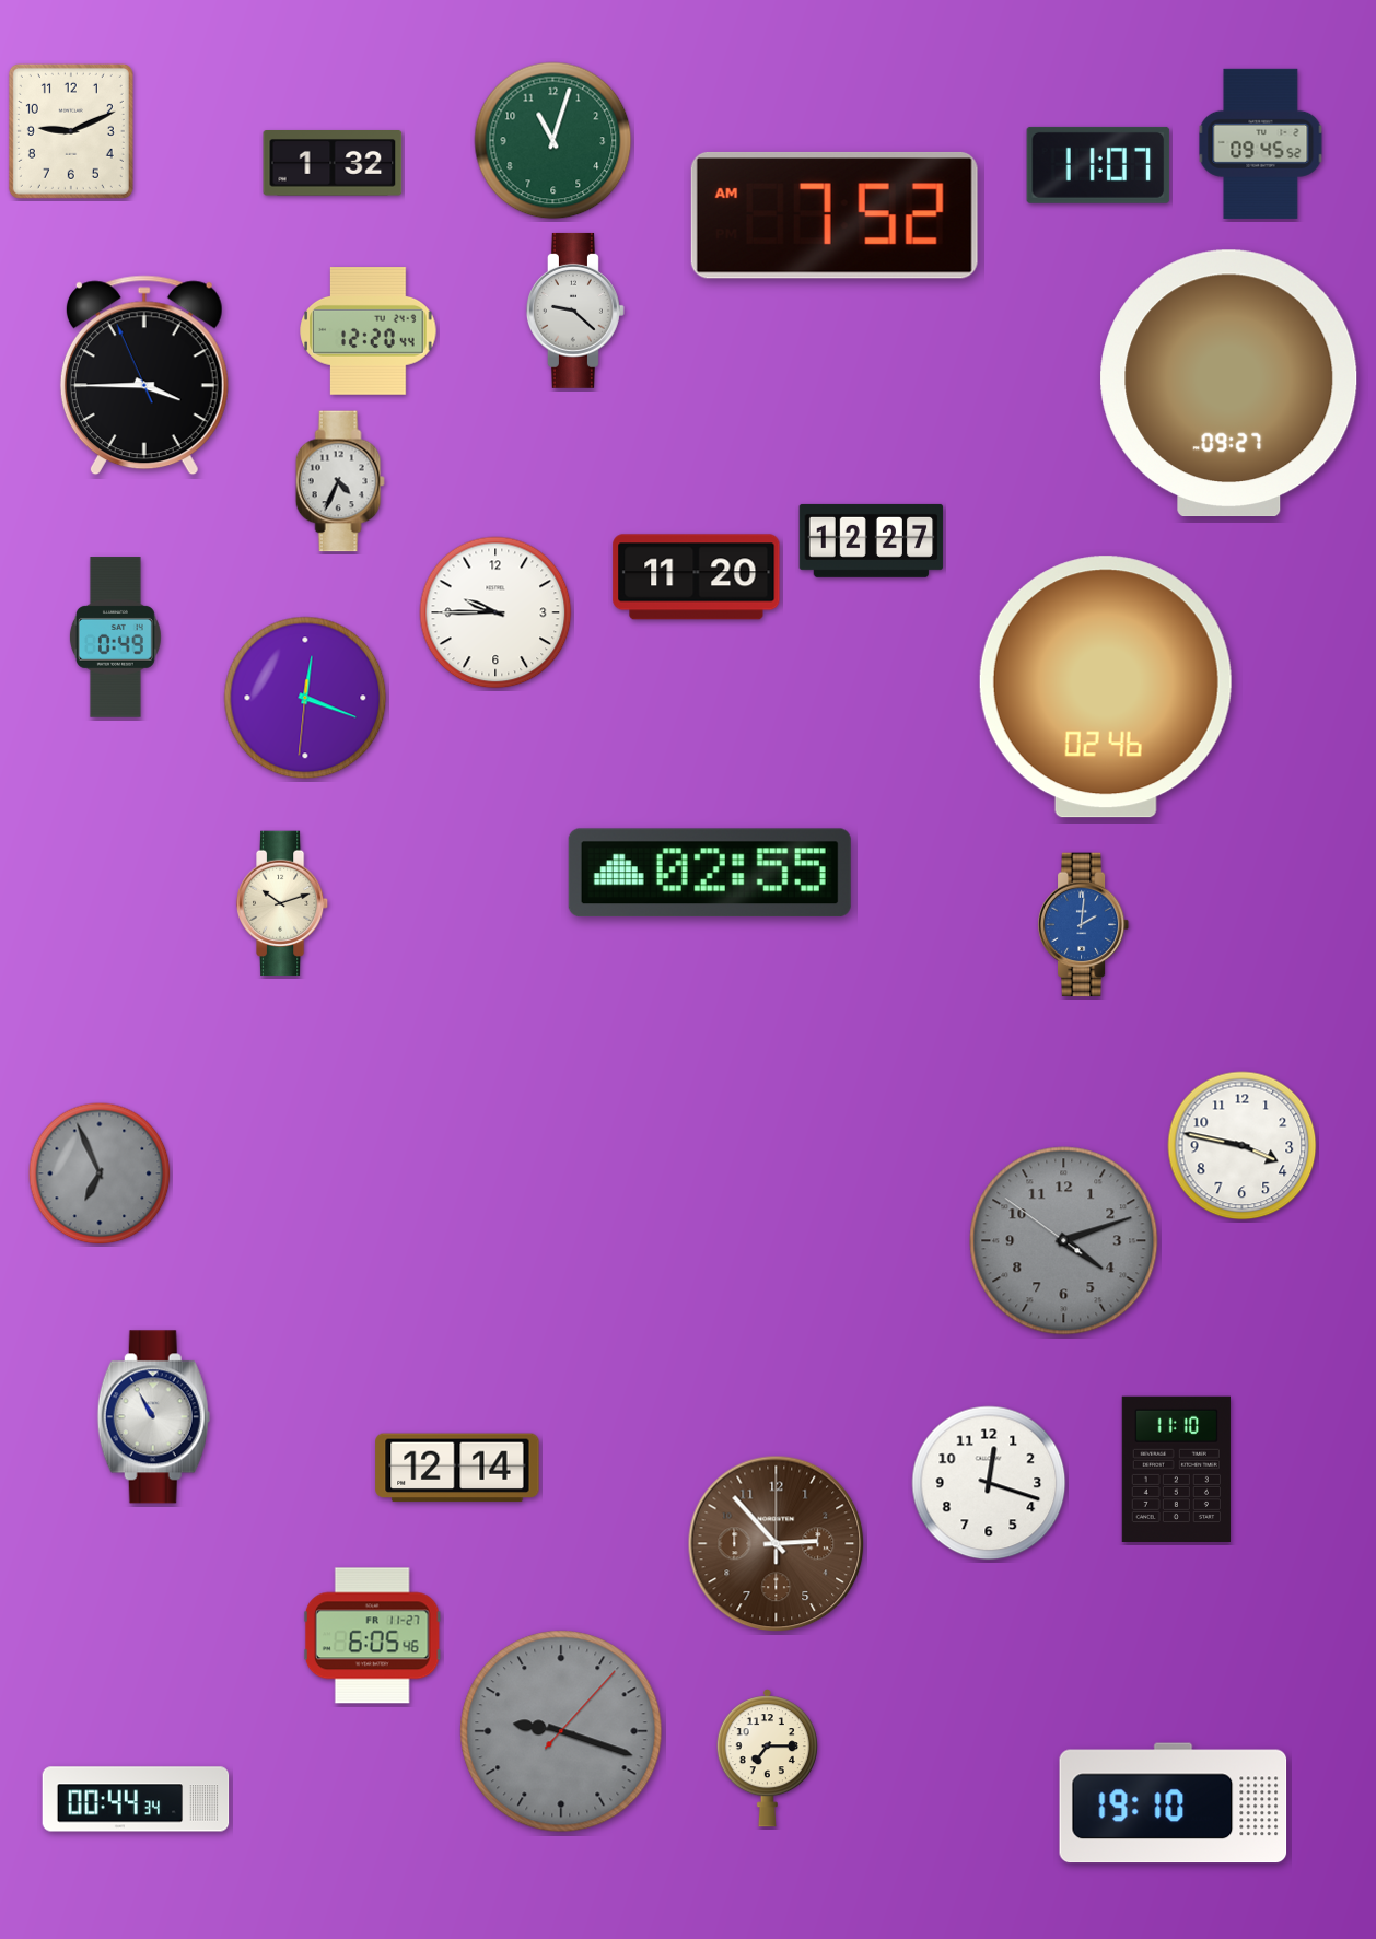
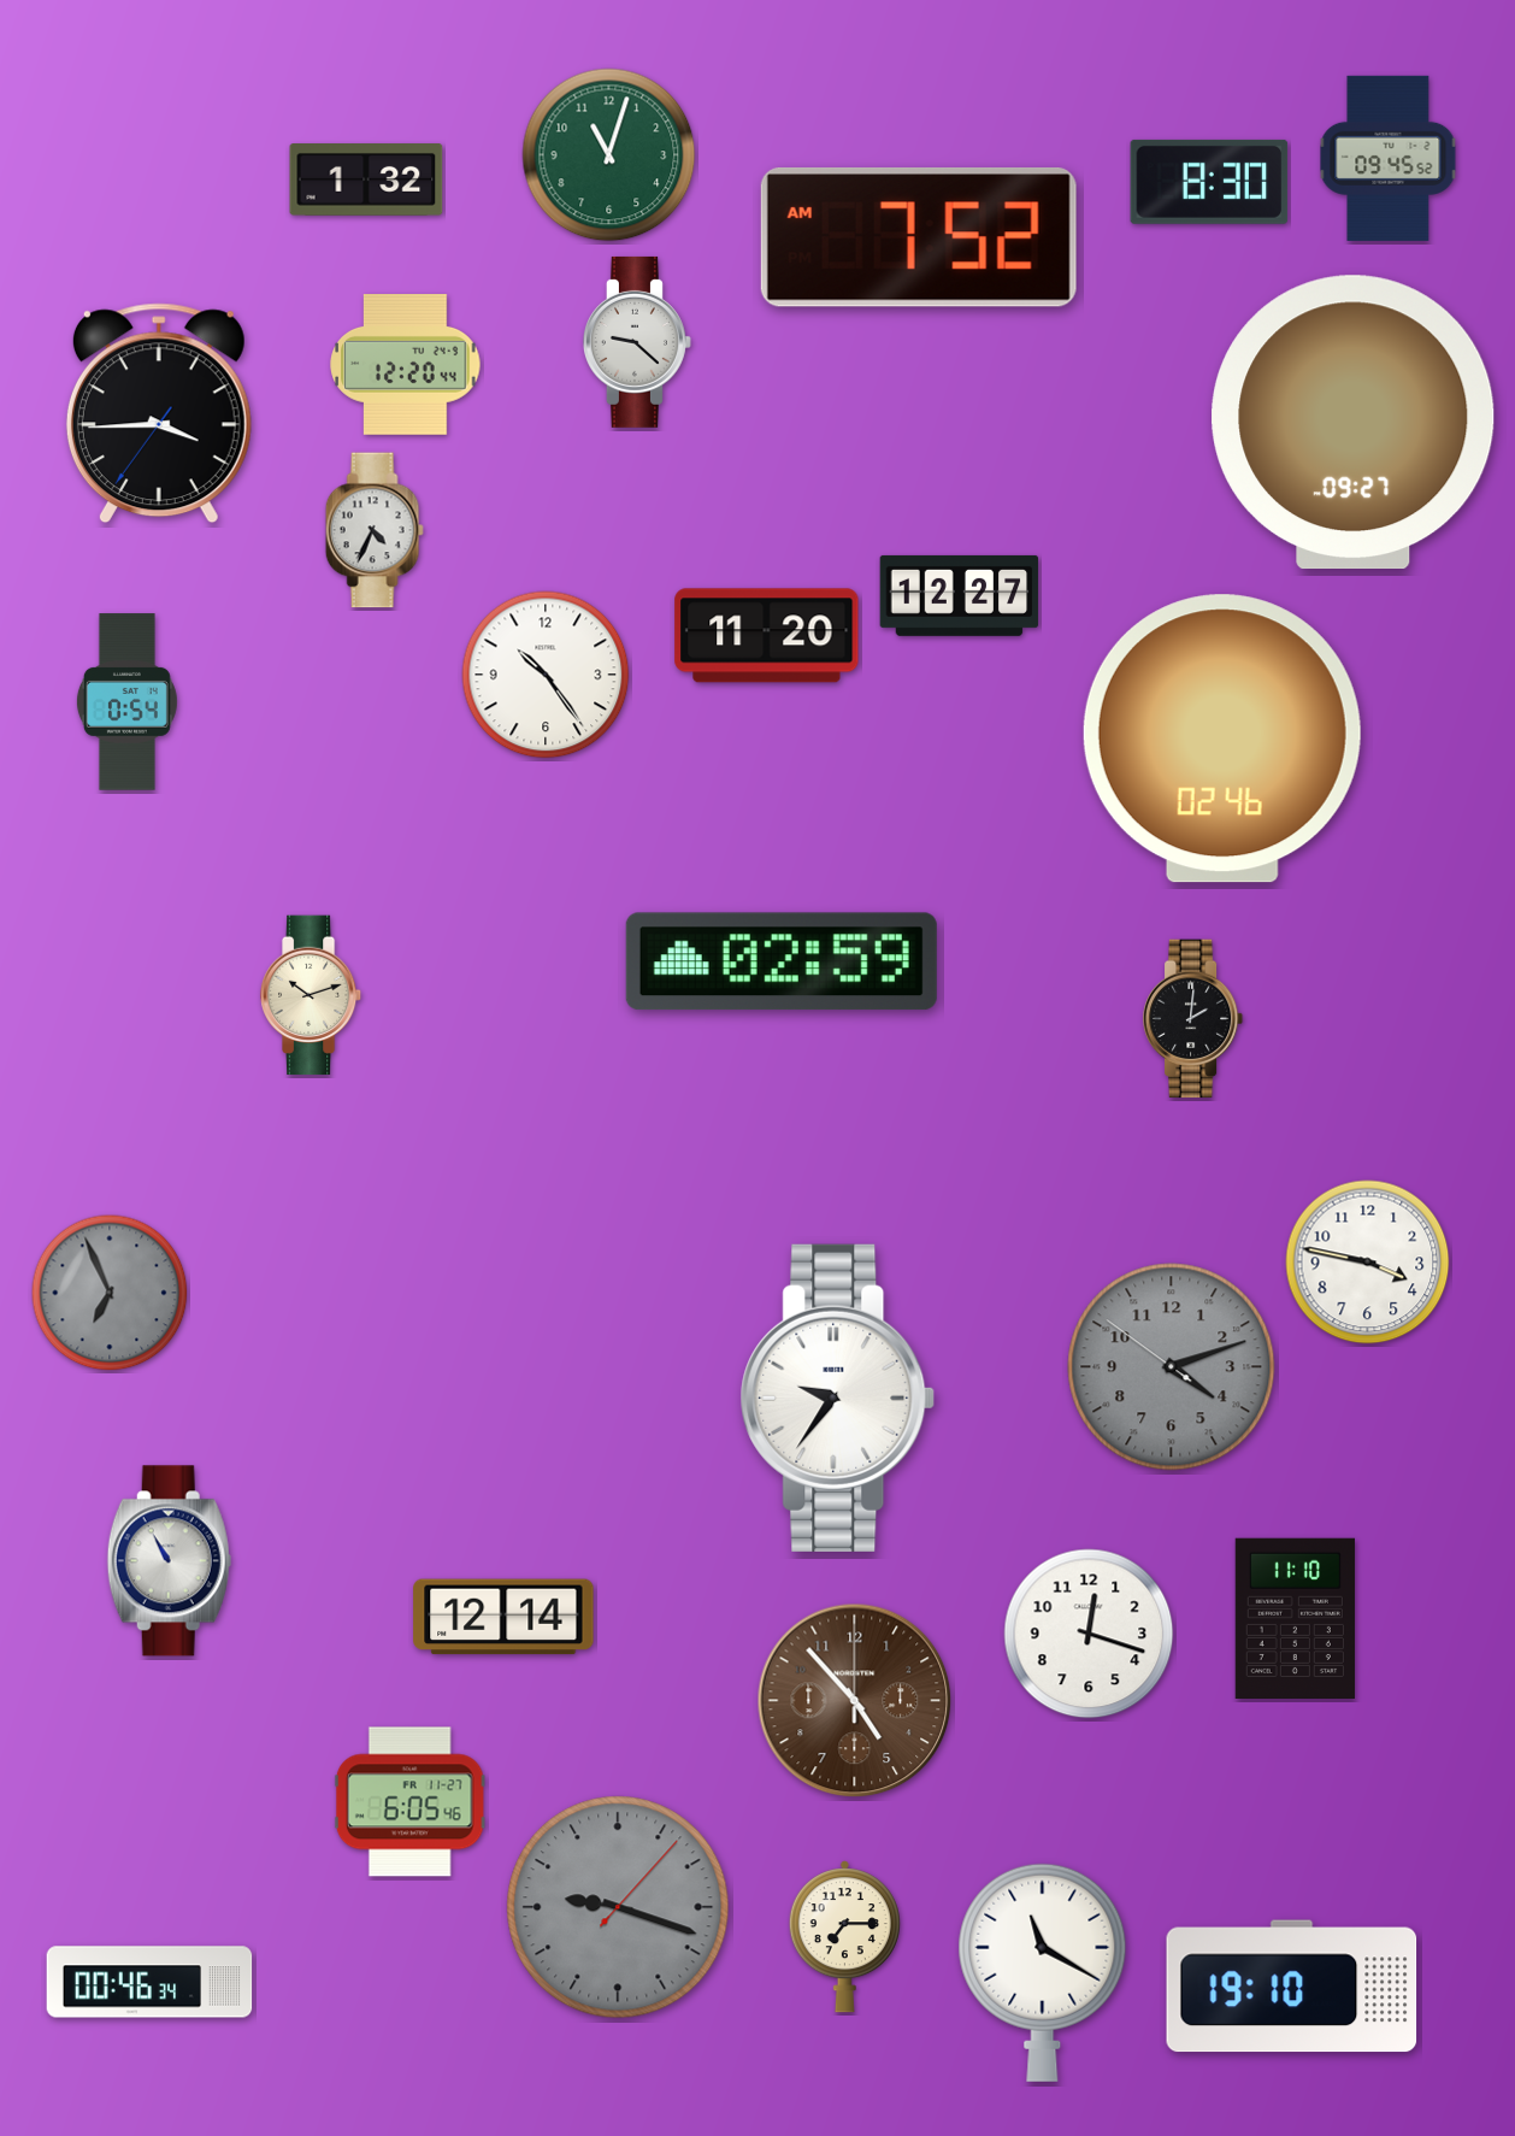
clock at (71, 131): 9:11 -> none
clock at (1098, 165): 11:07 -> 8:30
clock at (575, 311) position: (575, 311) -> (637, 342)
clock at (144, 375): 3:44:56 -> 3:44:36
clock at (495, 612): 9:45 -> 10:24
clock at (115, 638): 0:49 -> 0:54
clock at (1106, 687) position: (1106, 687) -> (1222, 739)
clock at (305, 698): 12:18 -> none
clock at (710, 873): 02:55 -> 02:59
clock at (1084, 925) dial: blue -> black
clock at (838, 1397): none -> 9:36
clock at (777, 1544): 2:53 -> 4:53
clock at (1043, 1972): none -> 11:20
clock at (136, 1799): 00:44 -> 00:46
